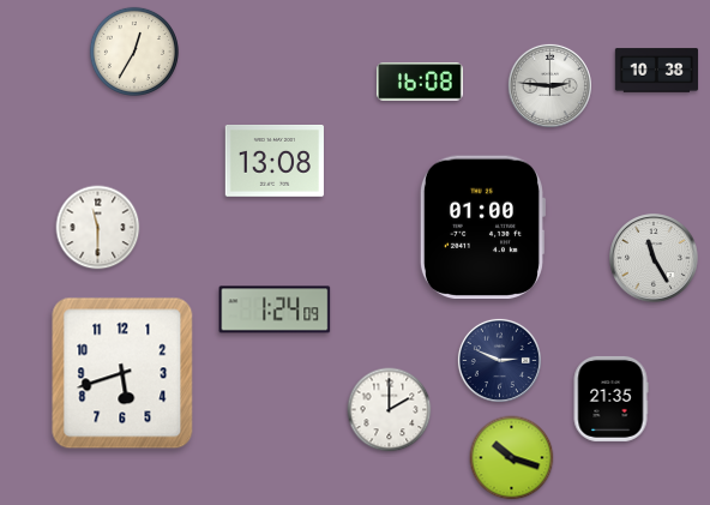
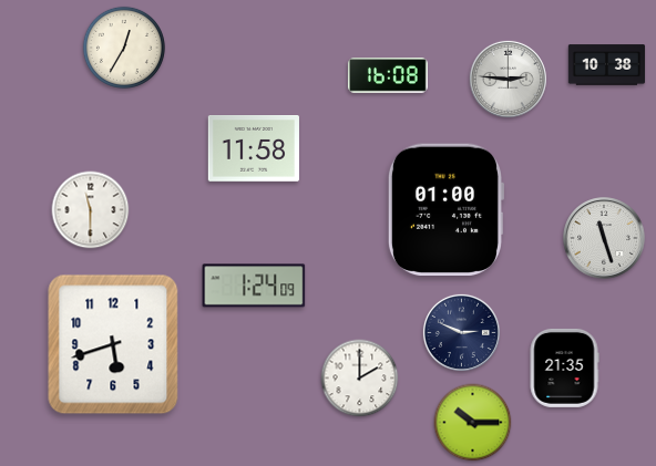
clock at (273, 162): 13:08 -> 11:58
clock at (654, 258): 11:25 -> 11:27
clock at (512, 458): 10:18 -> 10:15
